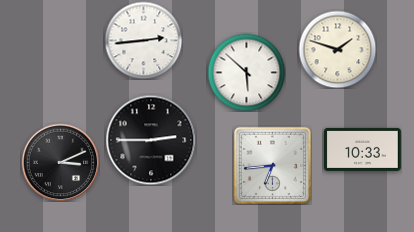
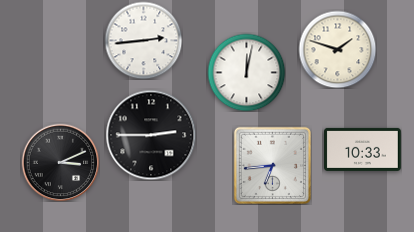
clock at (246, 72): 5:52 -> 12:02
clock at (151, 140) position: (151, 140) -> (151, 135)
